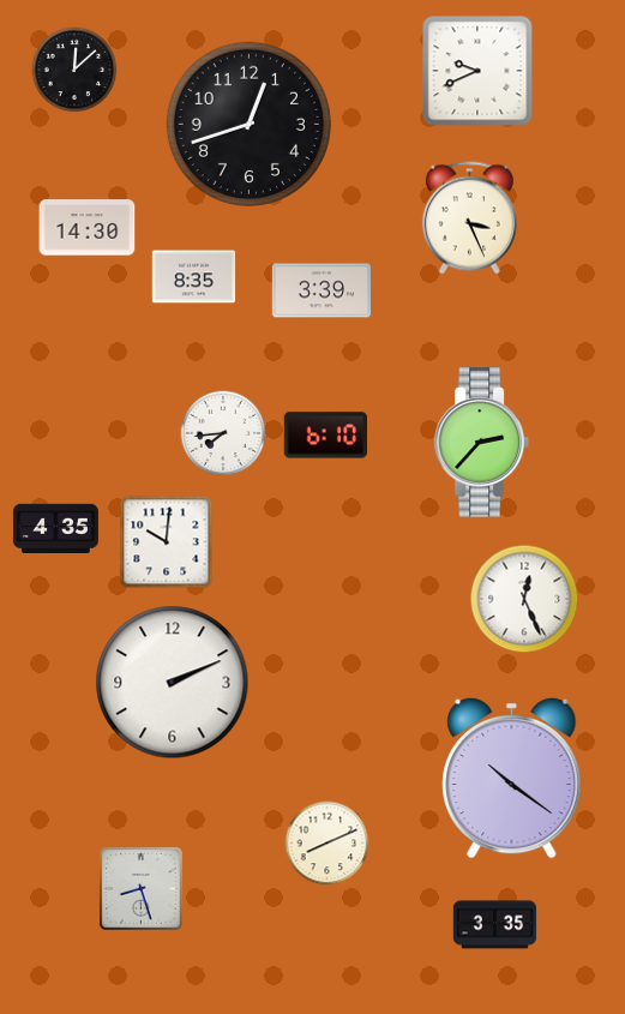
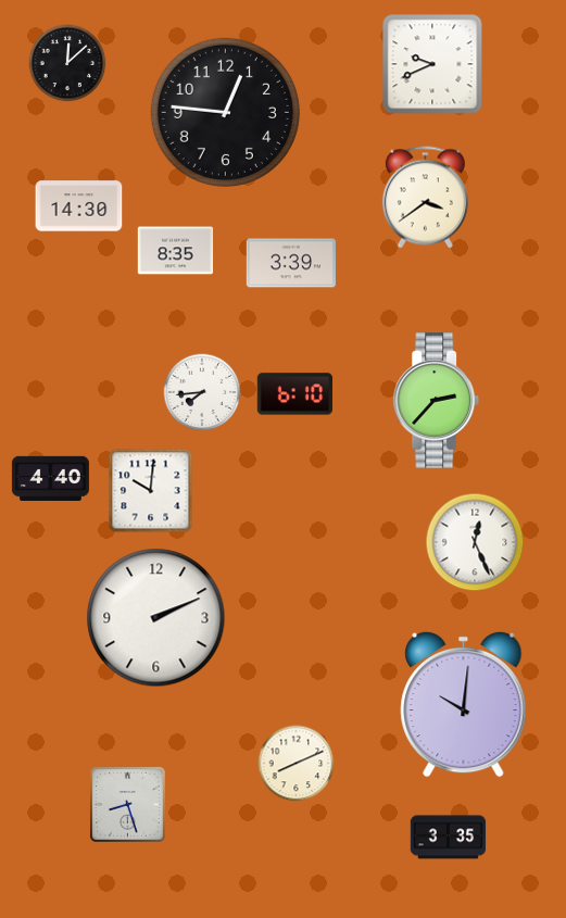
clock at (248, 124): 12:42 -> 12:46
clock at (469, 218): 3:26 -> 3:39
clock at (55, 528): 4:35 -> 4:40
clock at (512, 778): 10:21 -> 10:01
